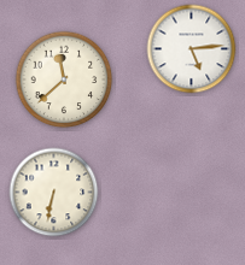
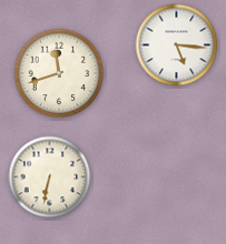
clock at (192, 49): 5:14 -> 5:16
clock at (64, 79): 11:38 -> 11:42
